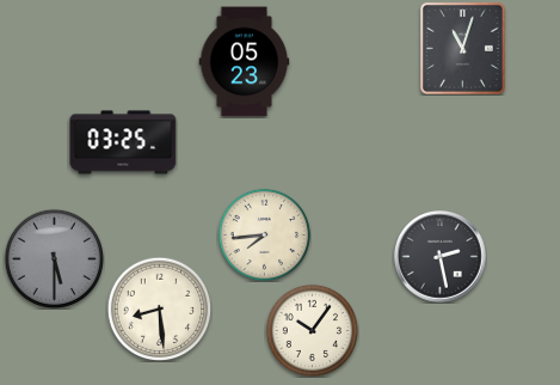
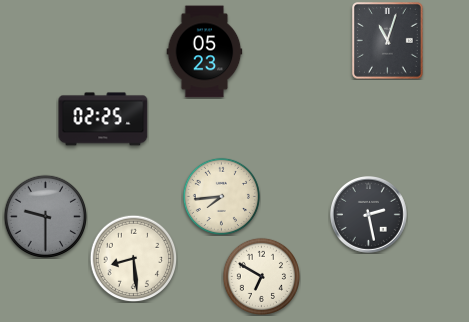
clock at (123, 142): 03:25 -> 02:25
clock at (54, 258): 5:30 -> 9:30
clock at (312, 330): 10:06 -> 6:50
